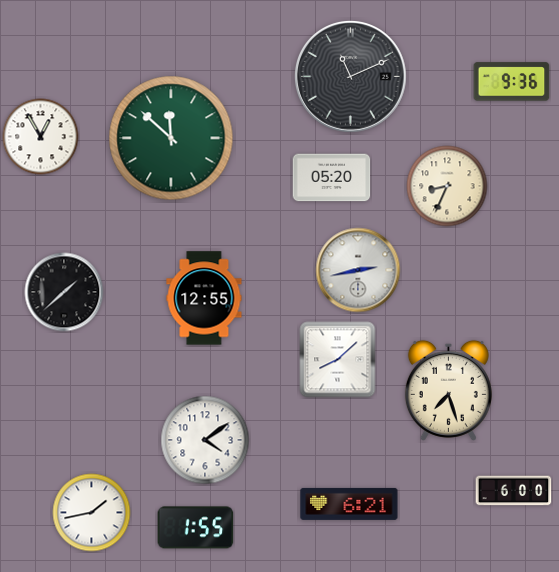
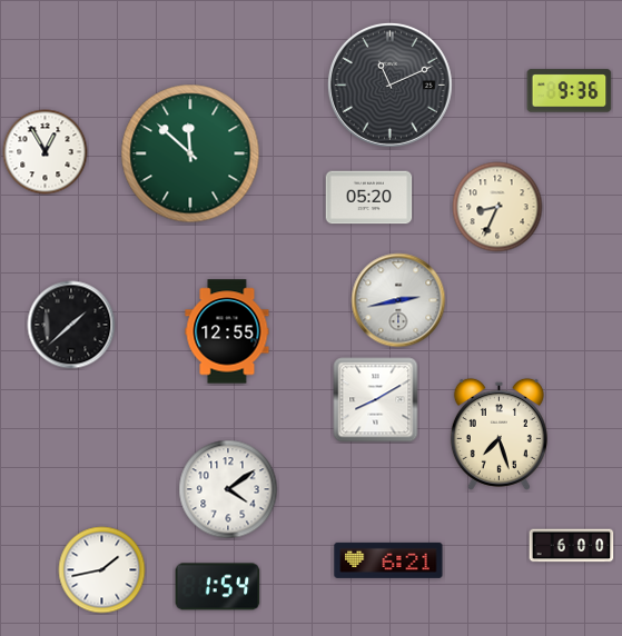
clock at (338, 360): 8:08 -> 8:10
clock at (196, 528): 1:55 -> 1:54
